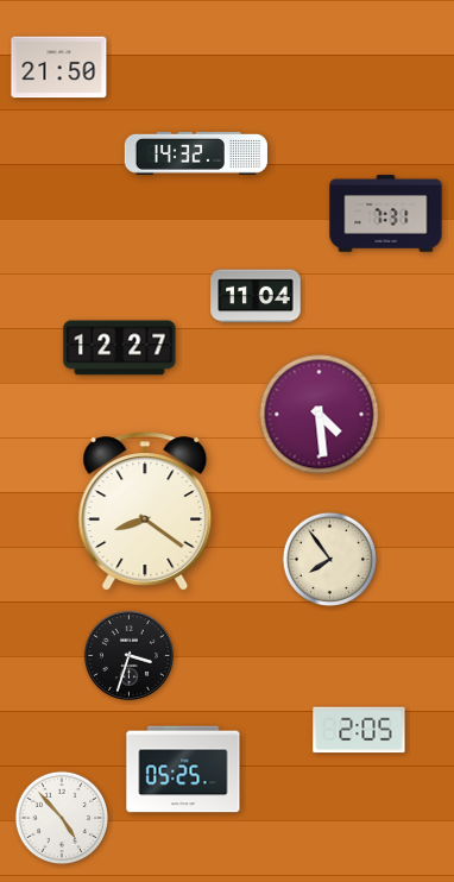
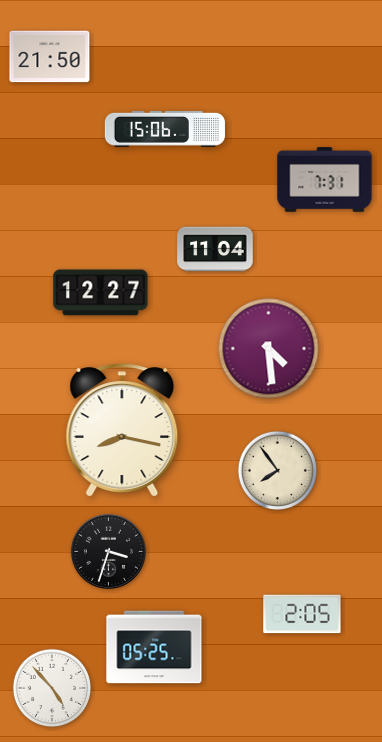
clock at (196, 153): 14:32 -> 15:06
clock at (145, 511): 8:21 -> 8:17
